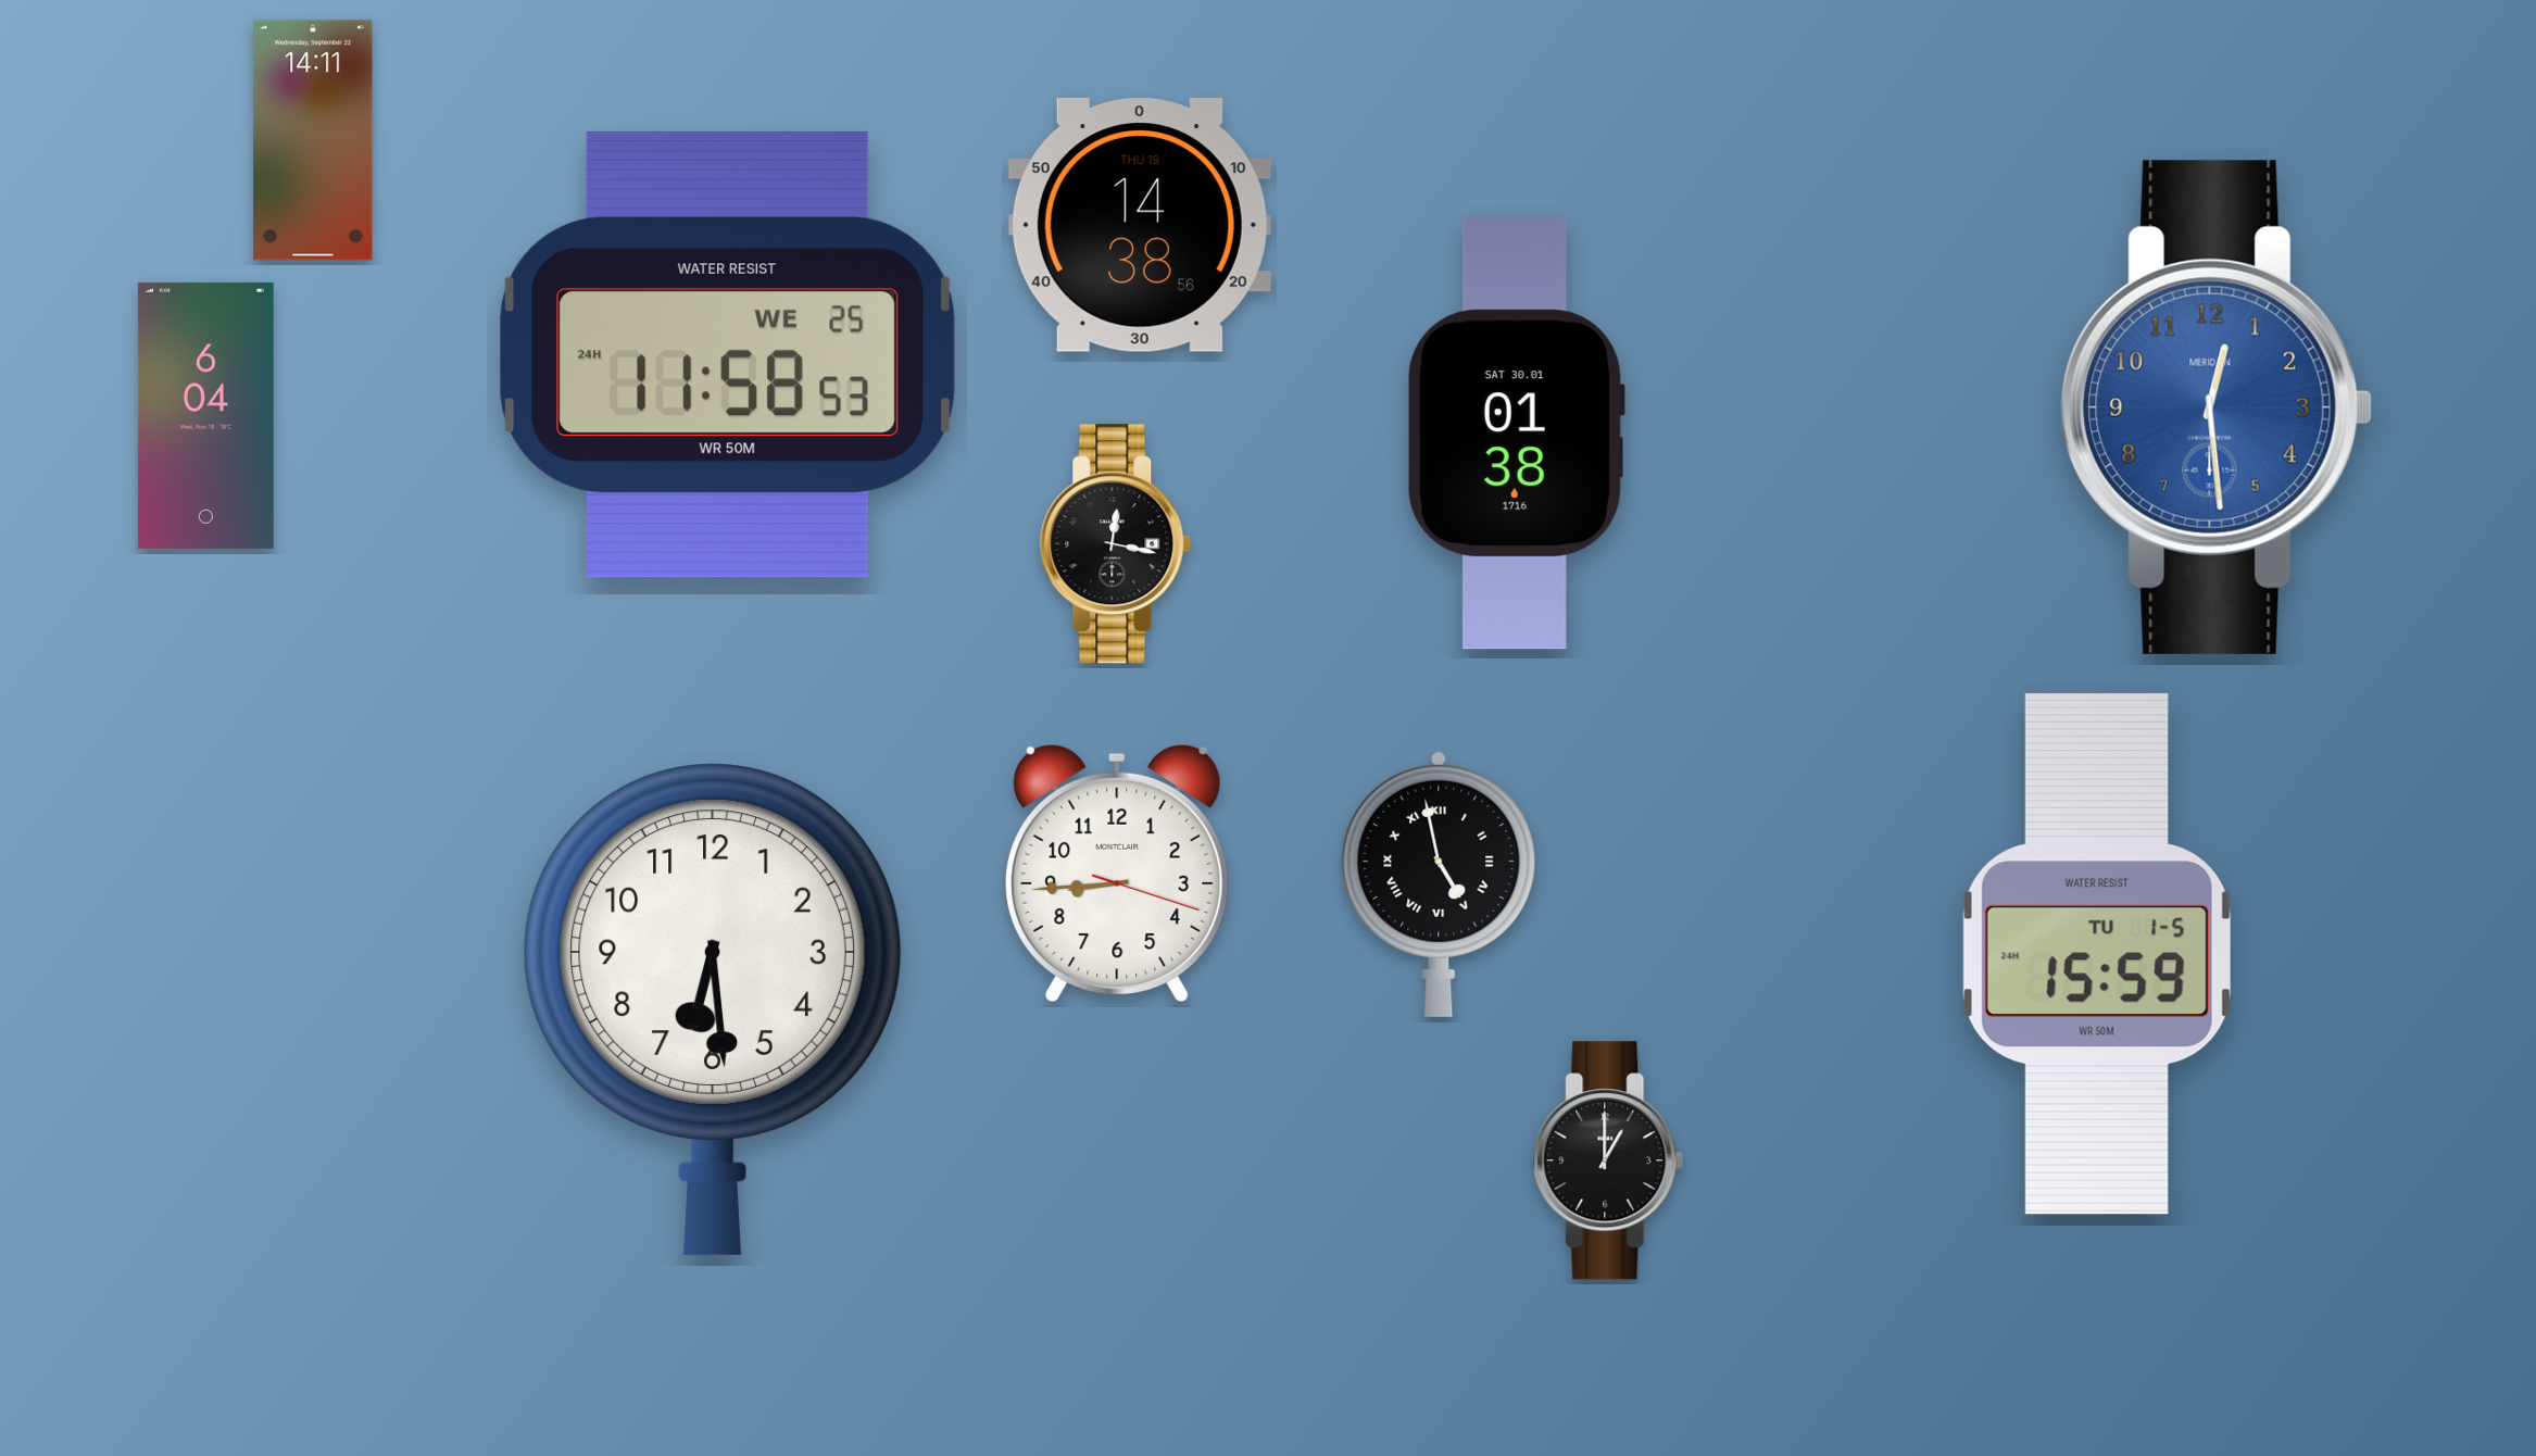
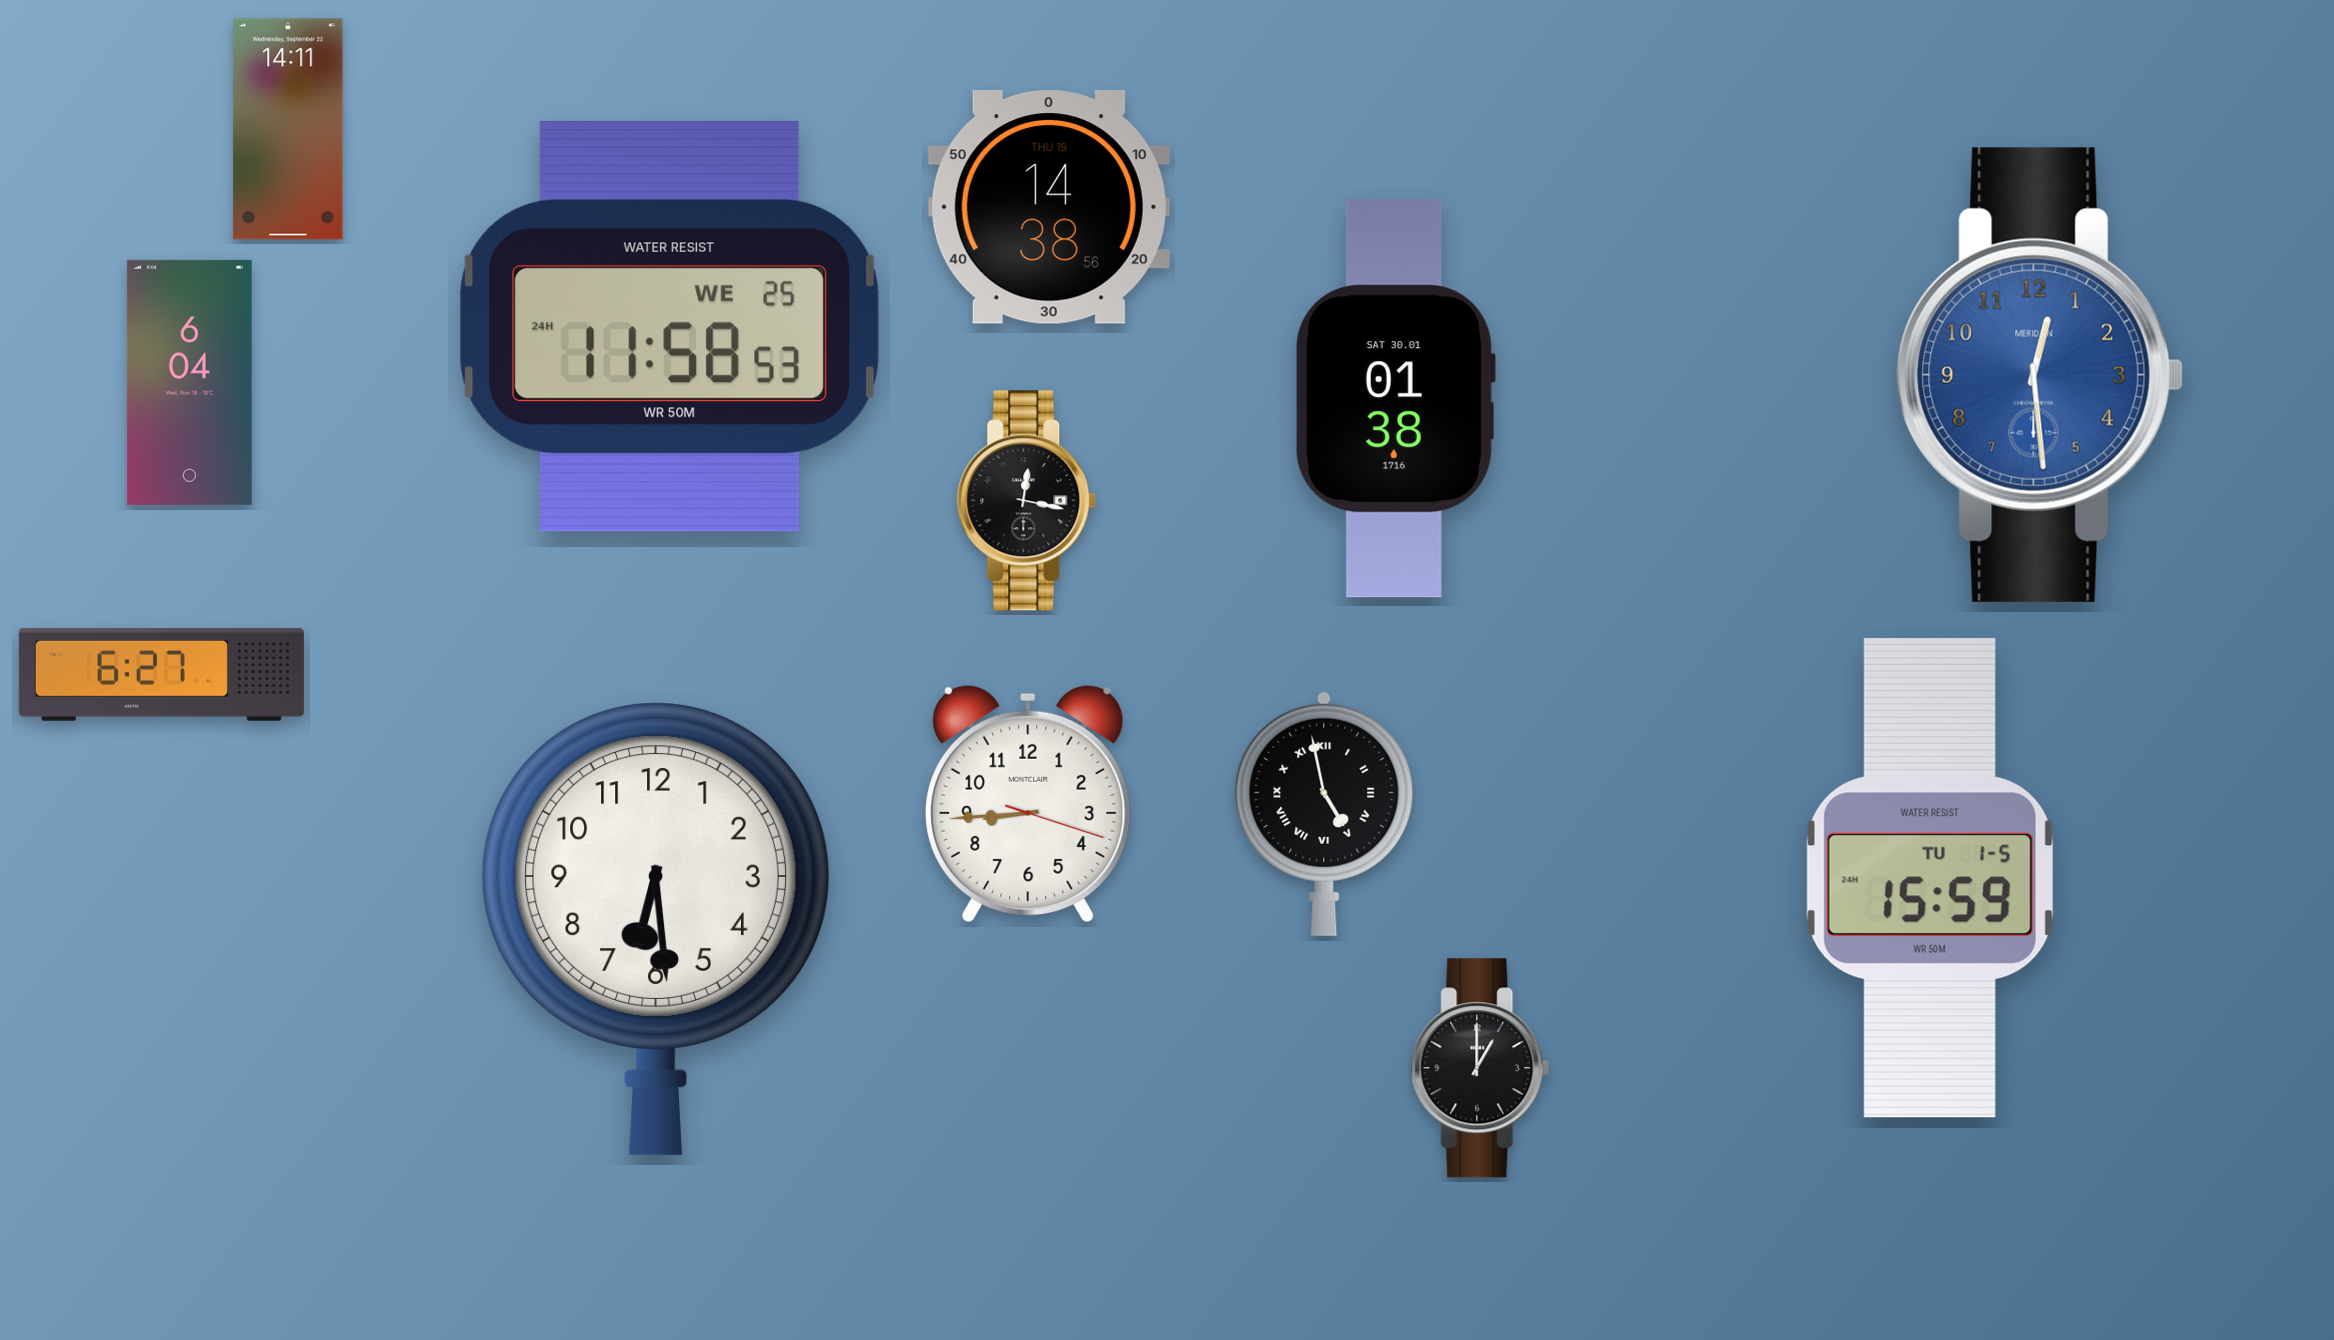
clock at (161, 674): none -> 6:27
